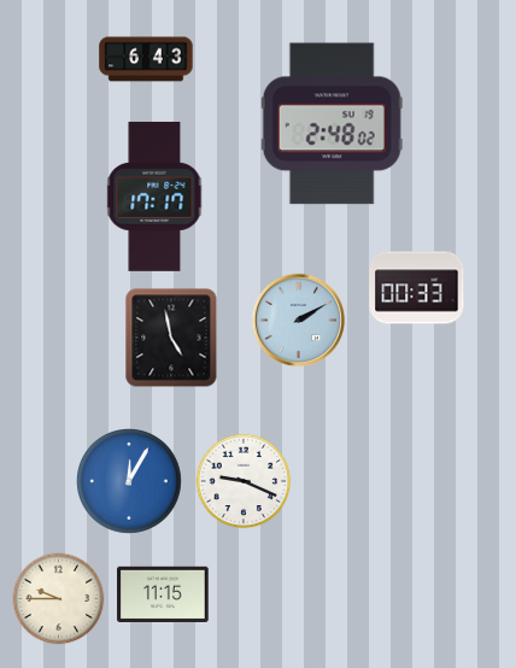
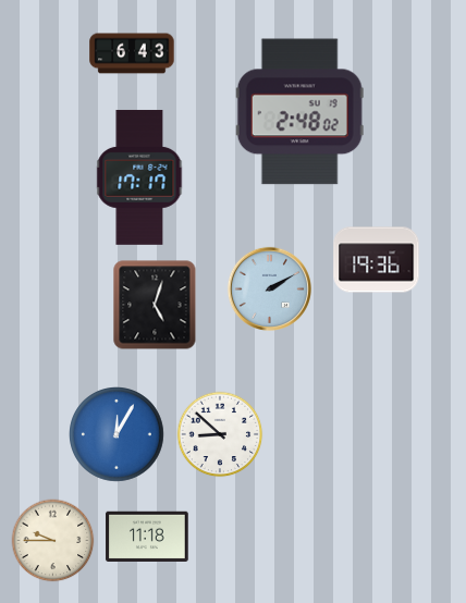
clock at (417, 288): 00:33 -> 19:36
clock at (171, 338): 4:58 -> 5:03
clock at (244, 481): 9:19 -> 8:52
clock at (163, 594): 11:15 -> 11:18
